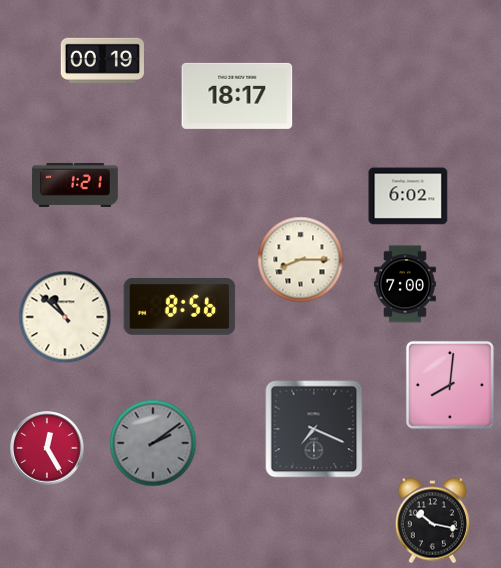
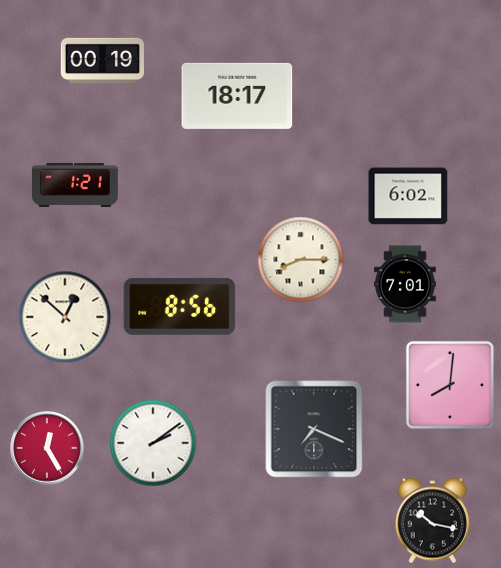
clock at (405, 284): 7:00 -> 7:01
clock at (65, 317): 10:52 -> 12:52
clock at (153, 443) dial: grey -> white
